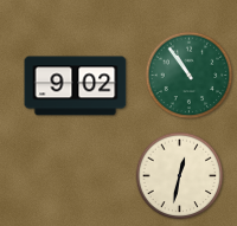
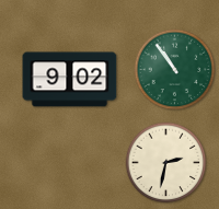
clock at (180, 176): 12:32 -> 2:32
